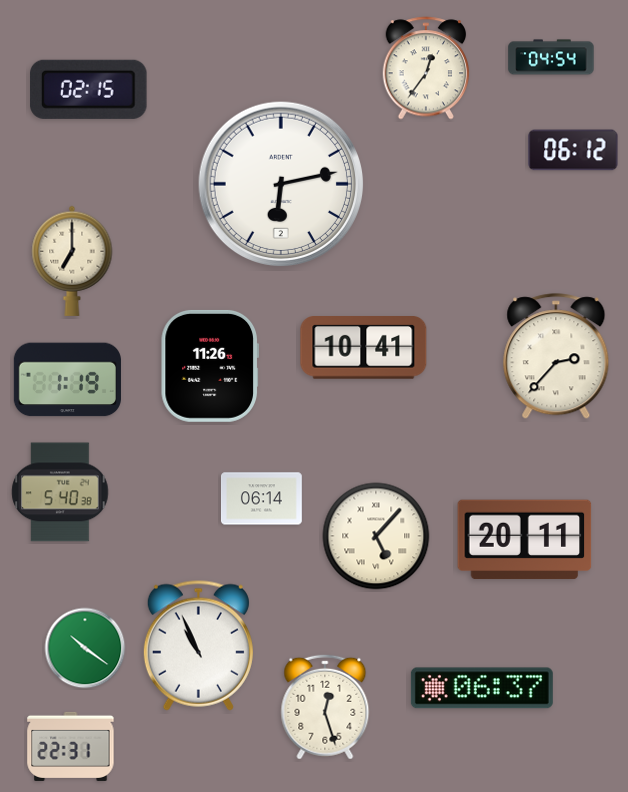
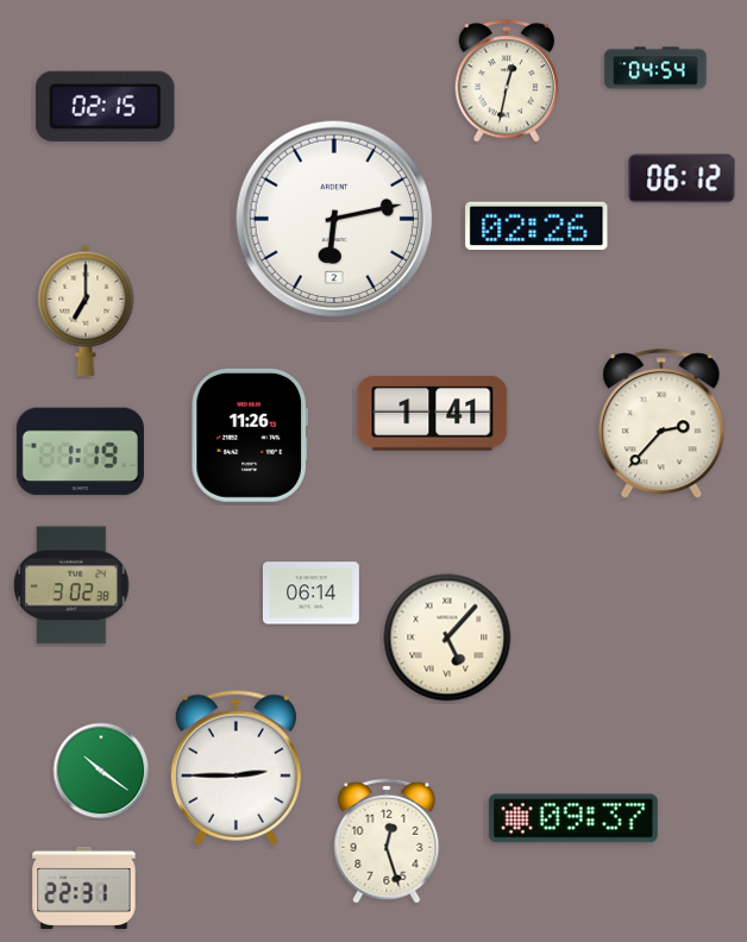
clock at (426, 68): 12:36 -> 12:32
clock at (536, 226): none -> 02:26
clock at (364, 348): 10:41 -> 1:41
clock at (60, 492): 5:40 -> 3:02
clock at (525, 540): 20:11 -> none
clock at (198, 645): 10:56 -> 2:45
clock at (482, 688): 06:37 -> 09:37
